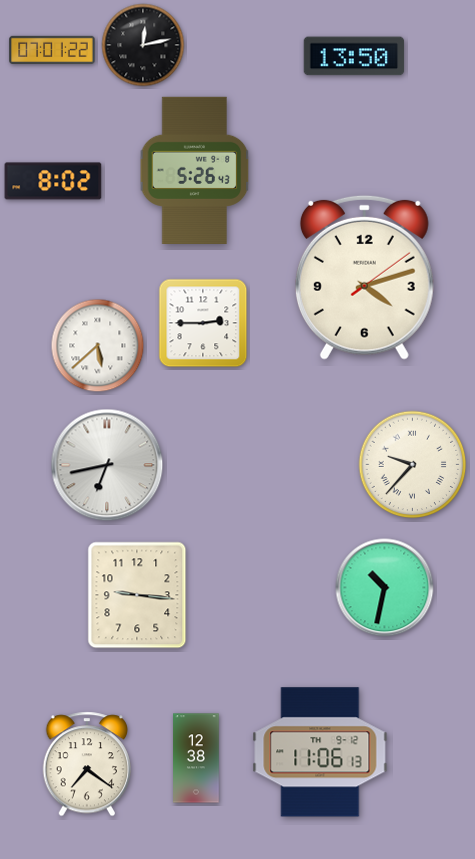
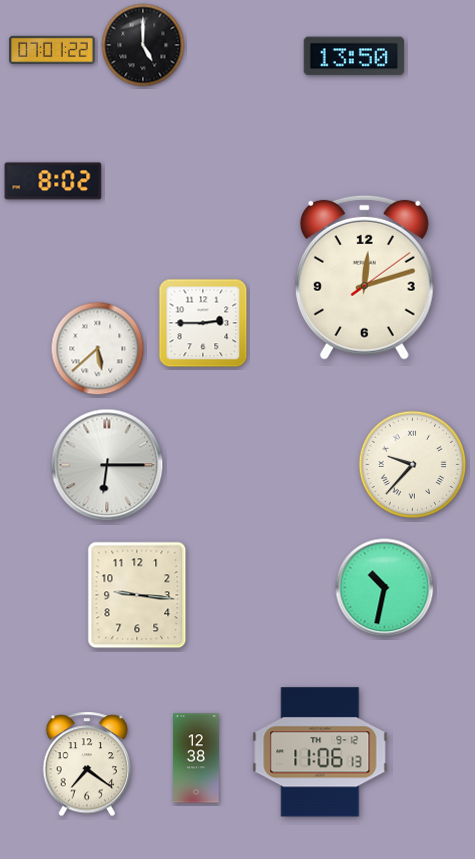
clock at (143, 45): 12:13 -> 5:00
clock at (195, 170): 5:26 -> none
clock at (364, 277): 4:12 -> 12:12
clock at (98, 346) position: (98, 346) -> (98, 349)
clock at (107, 465): 6:43 -> 6:15
